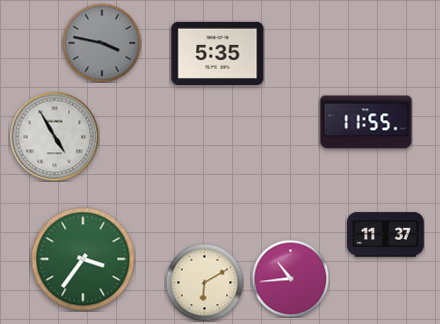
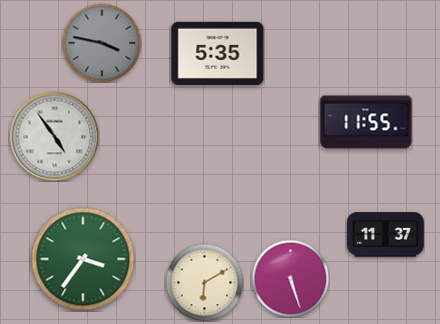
clock at (54, 136): 4:55 -> 4:54
clock at (290, 278): 10:44 -> 5:27
